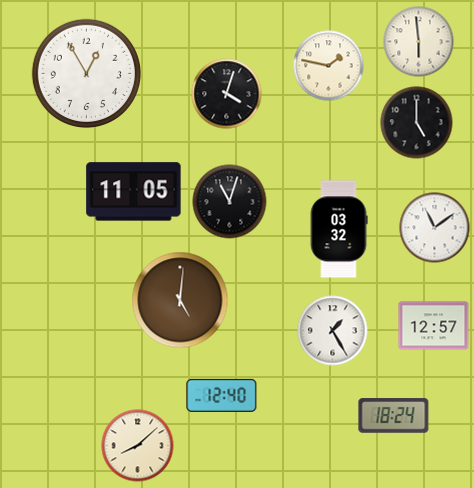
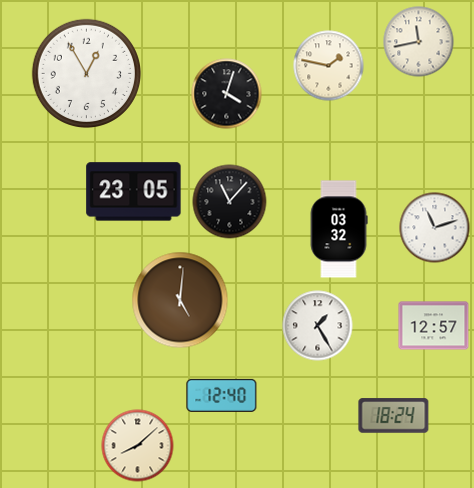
clock at (419, 42): 5:59 -> 11:43
clock at (417, 123): 5:00 -> none
clock at (134, 192): 11:05 -> 23:05
clock at (230, 202): 11:03 -> 11:07
clock at (435, 228): 11:09 -> 11:12
clock at (333, 331) position: (333, 331) -> (318, 326)
